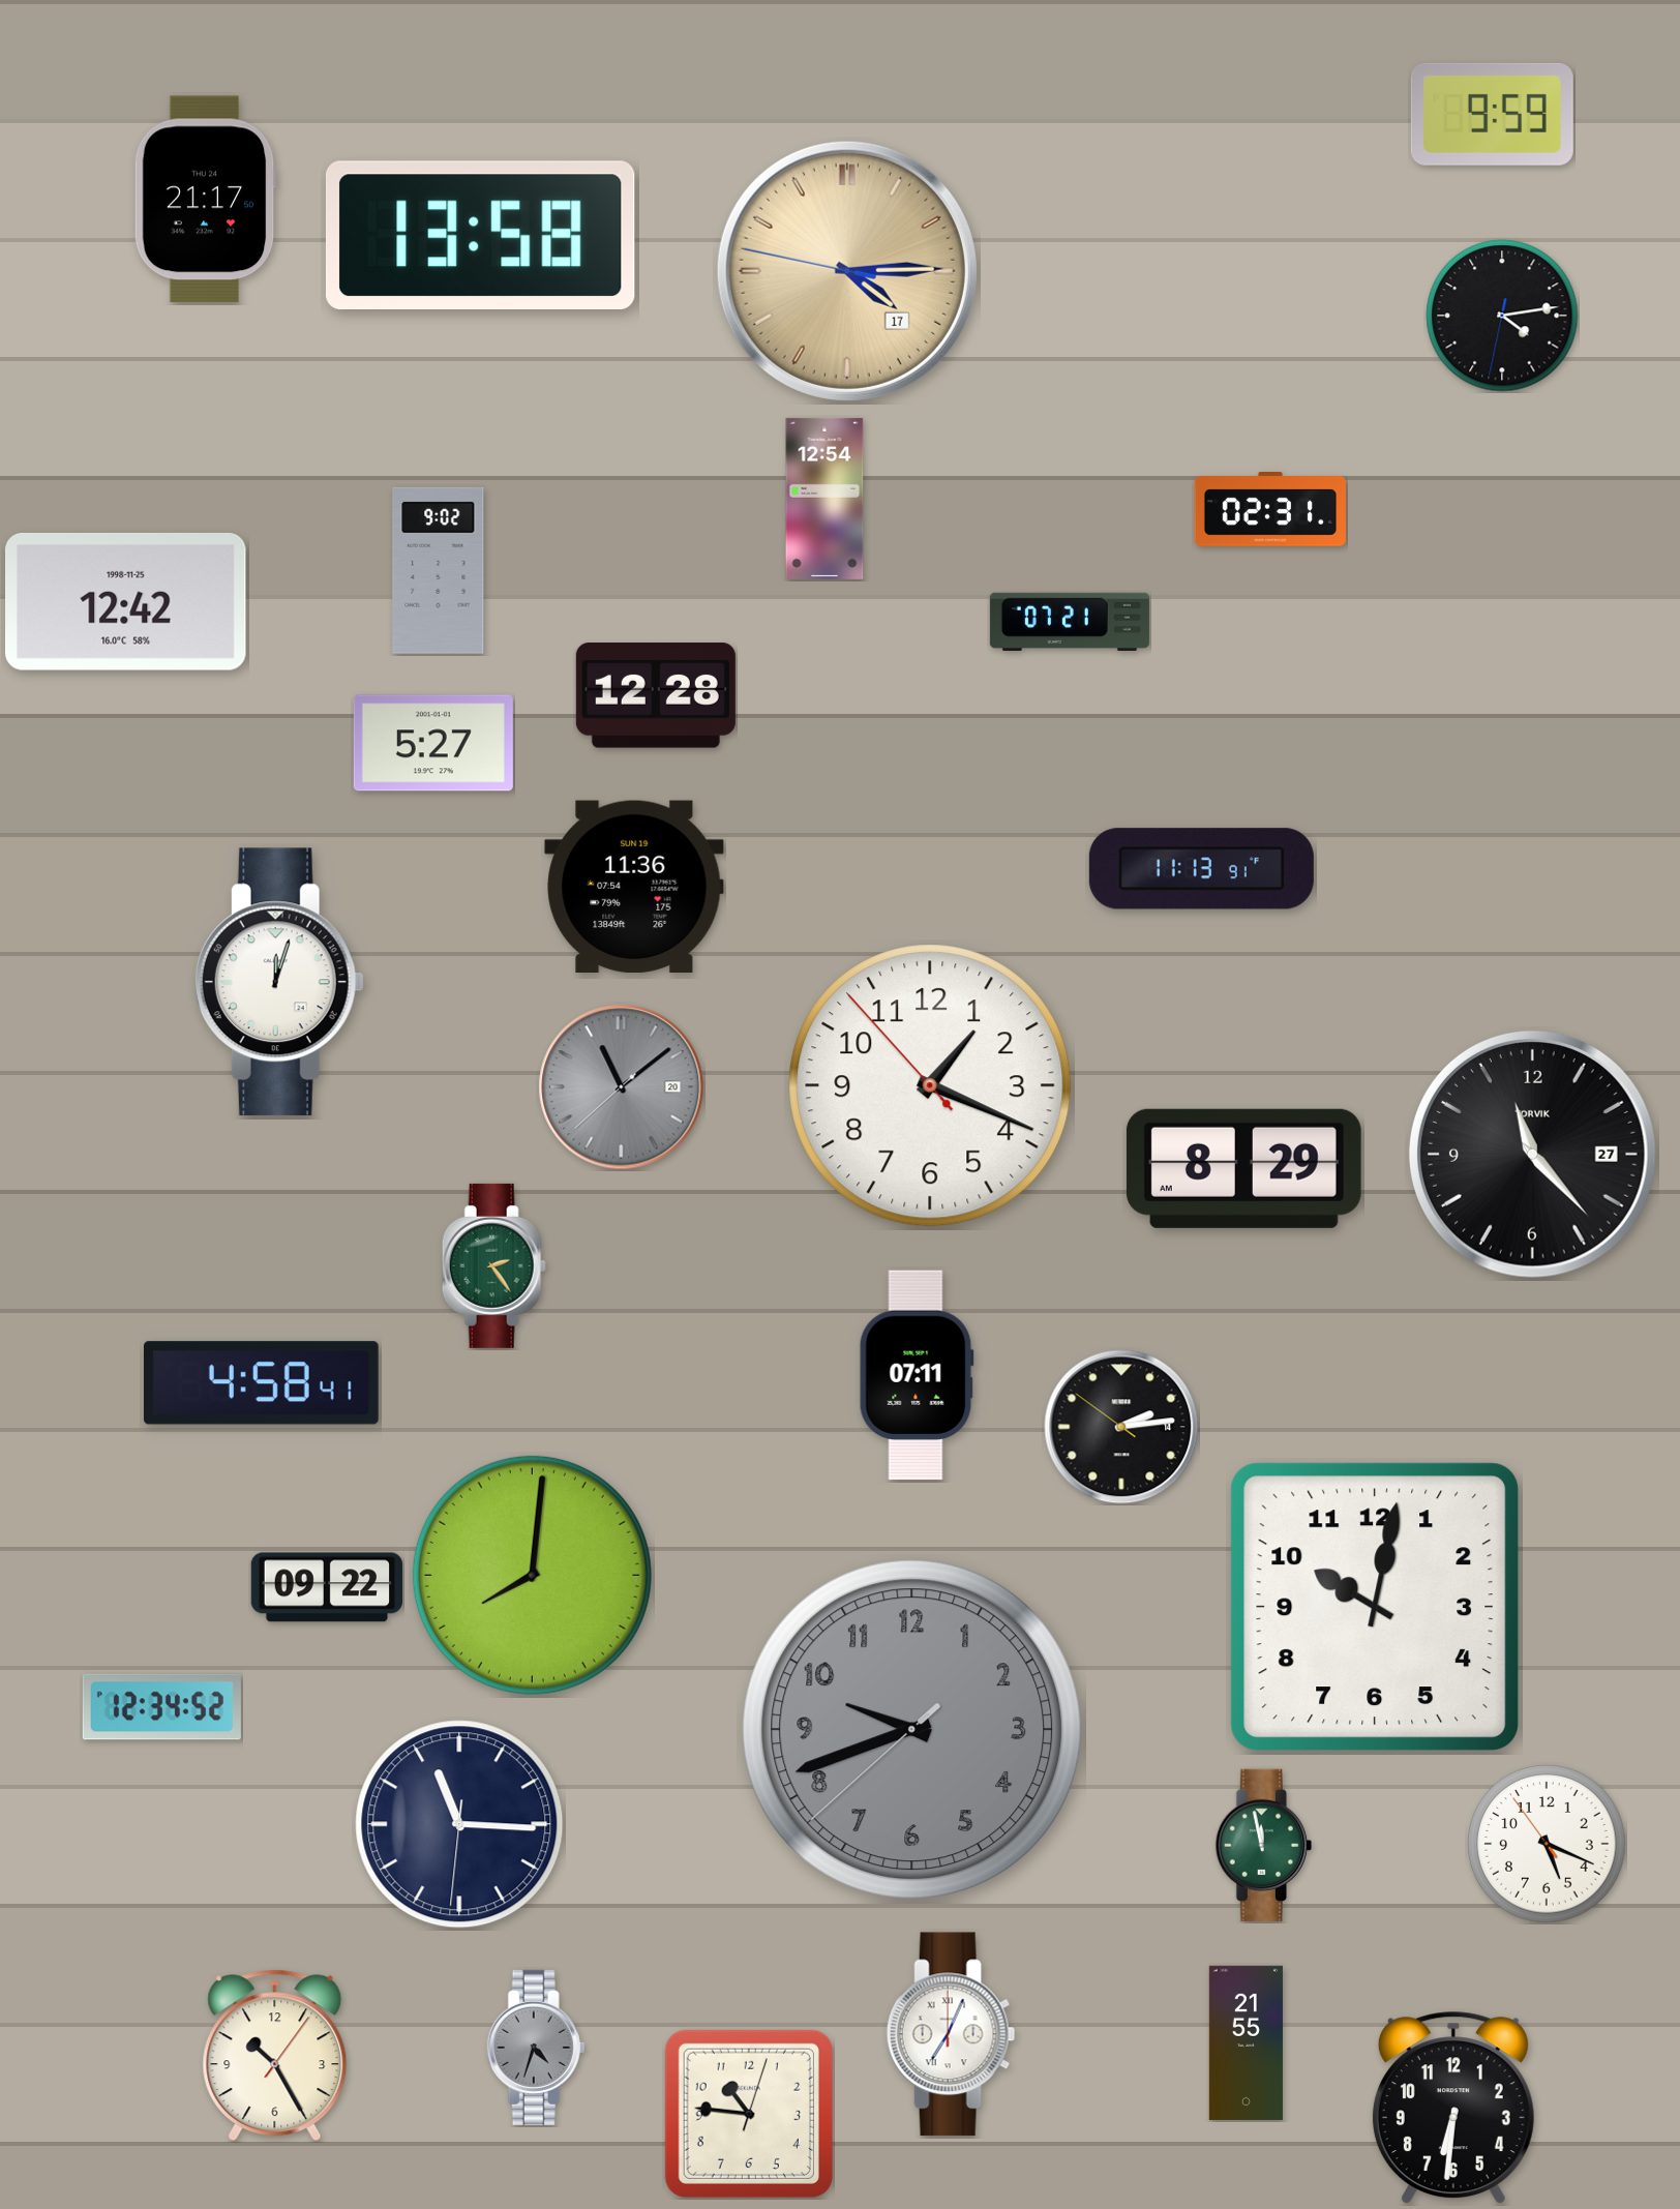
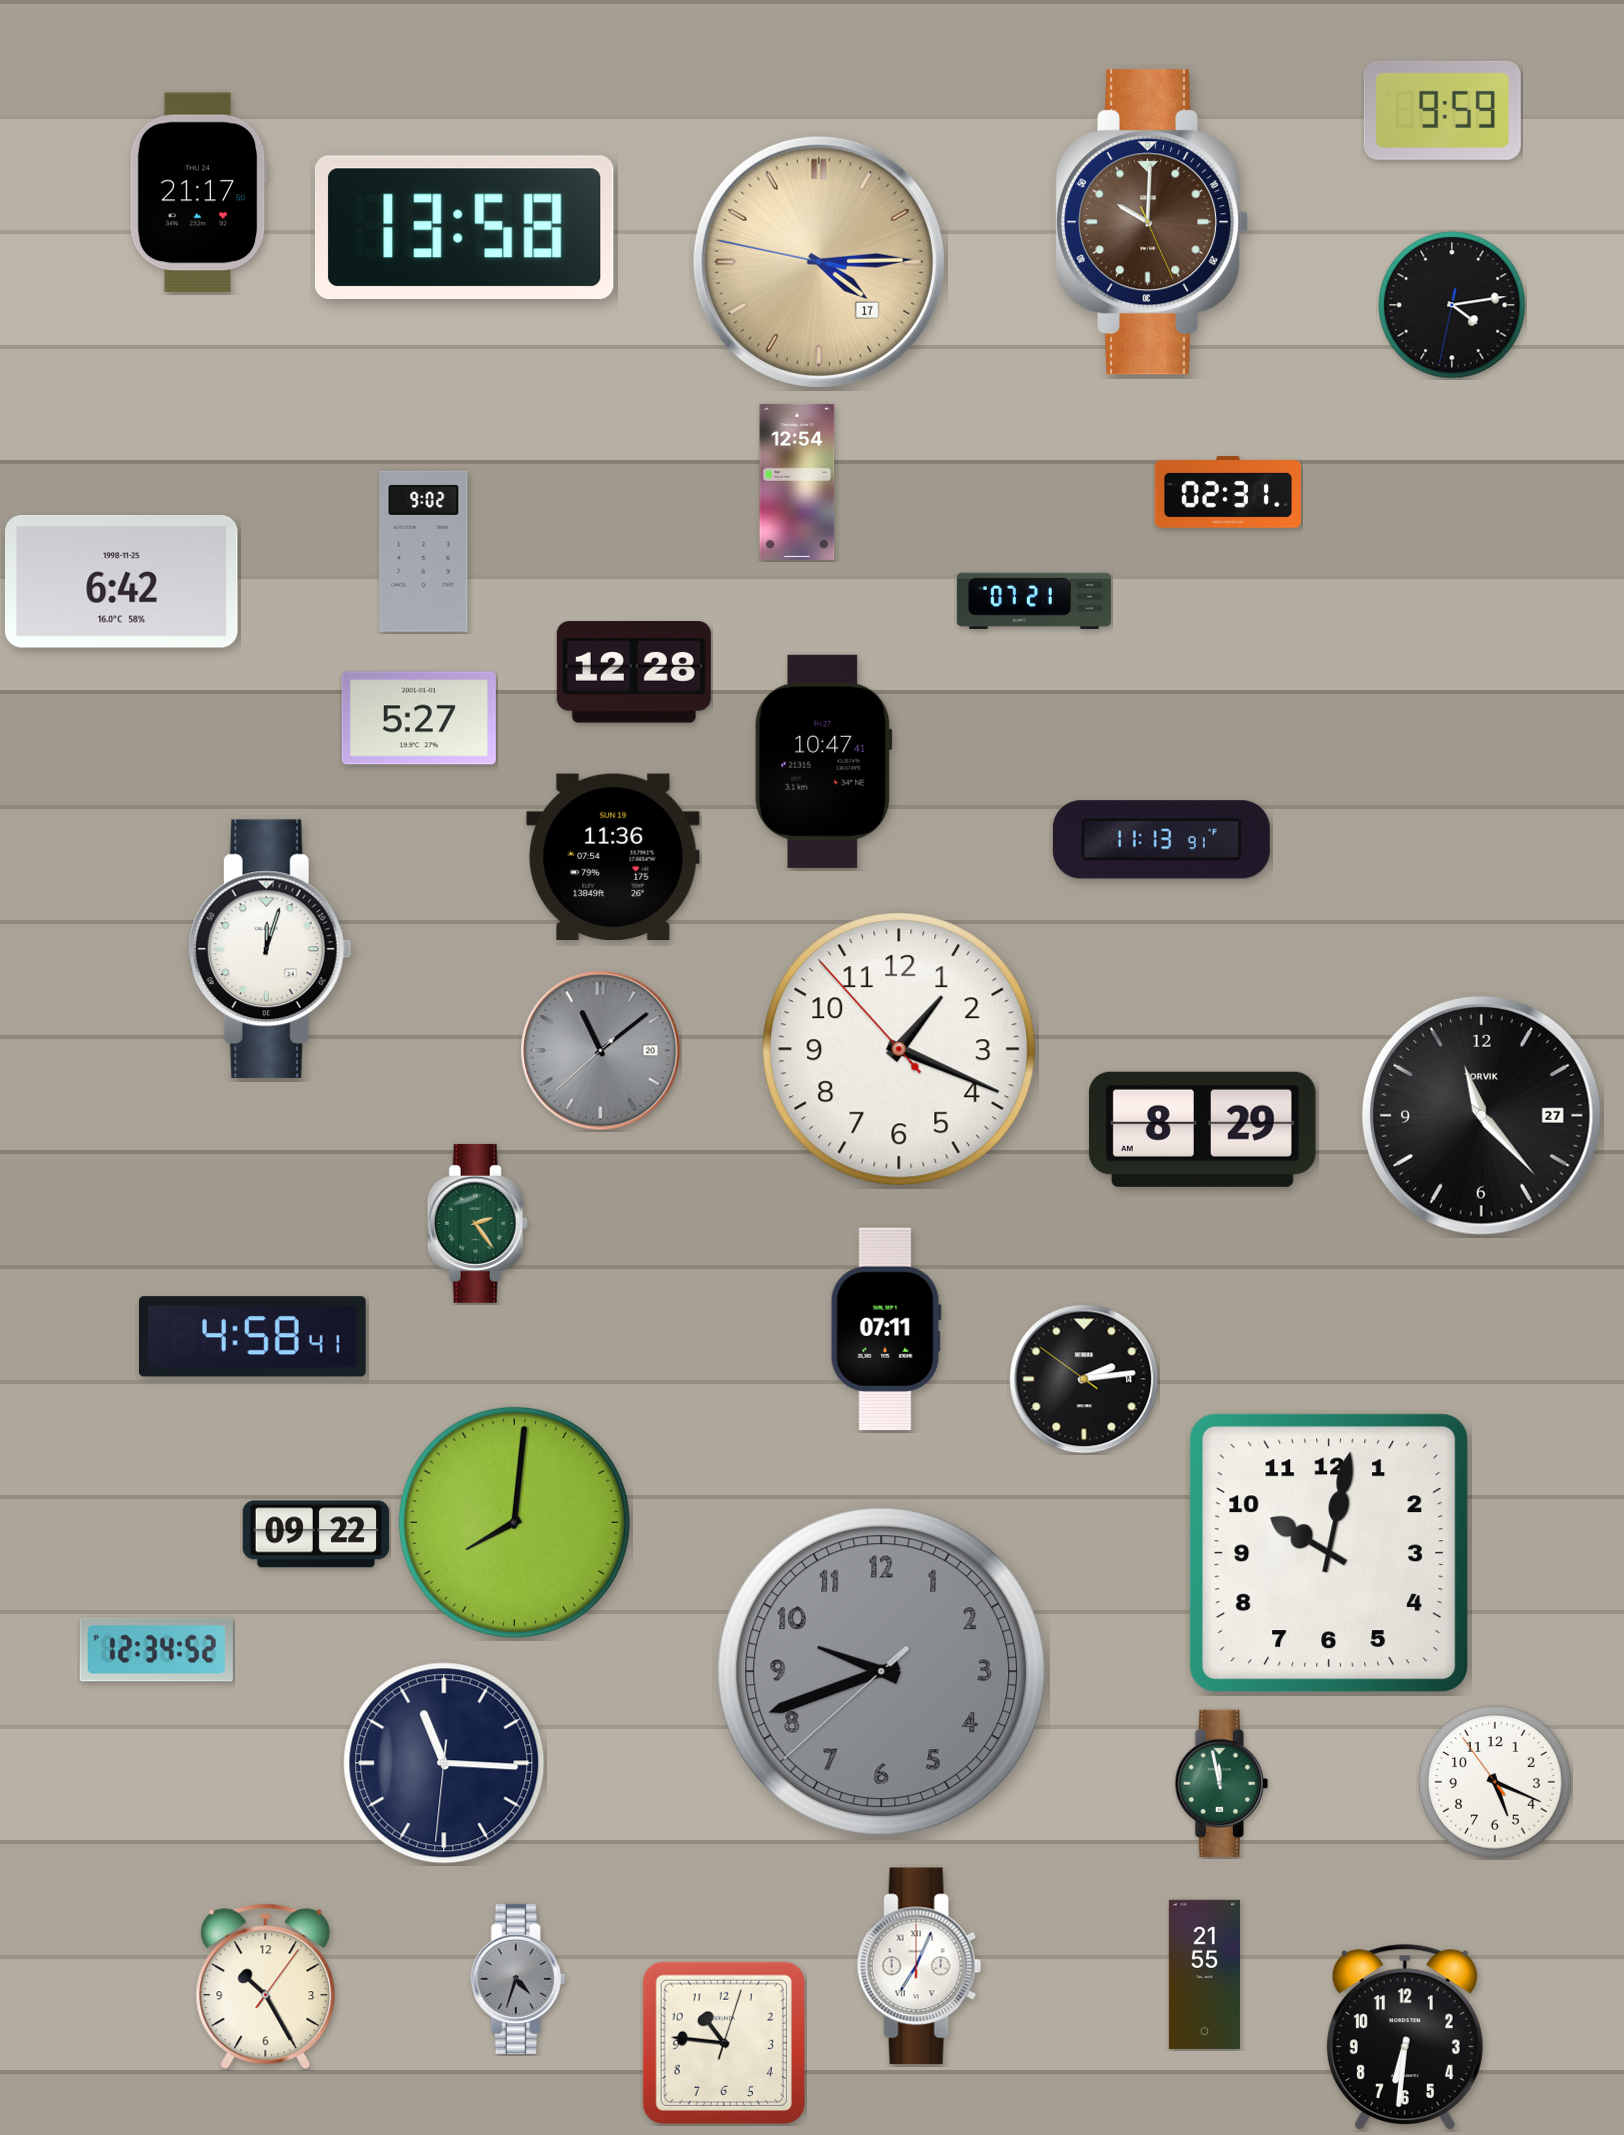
clock at (1152, 222): none -> 10:00
clock at (126, 601): 12:42 -> 6:42
clock at (824, 761): none -> 10:47
